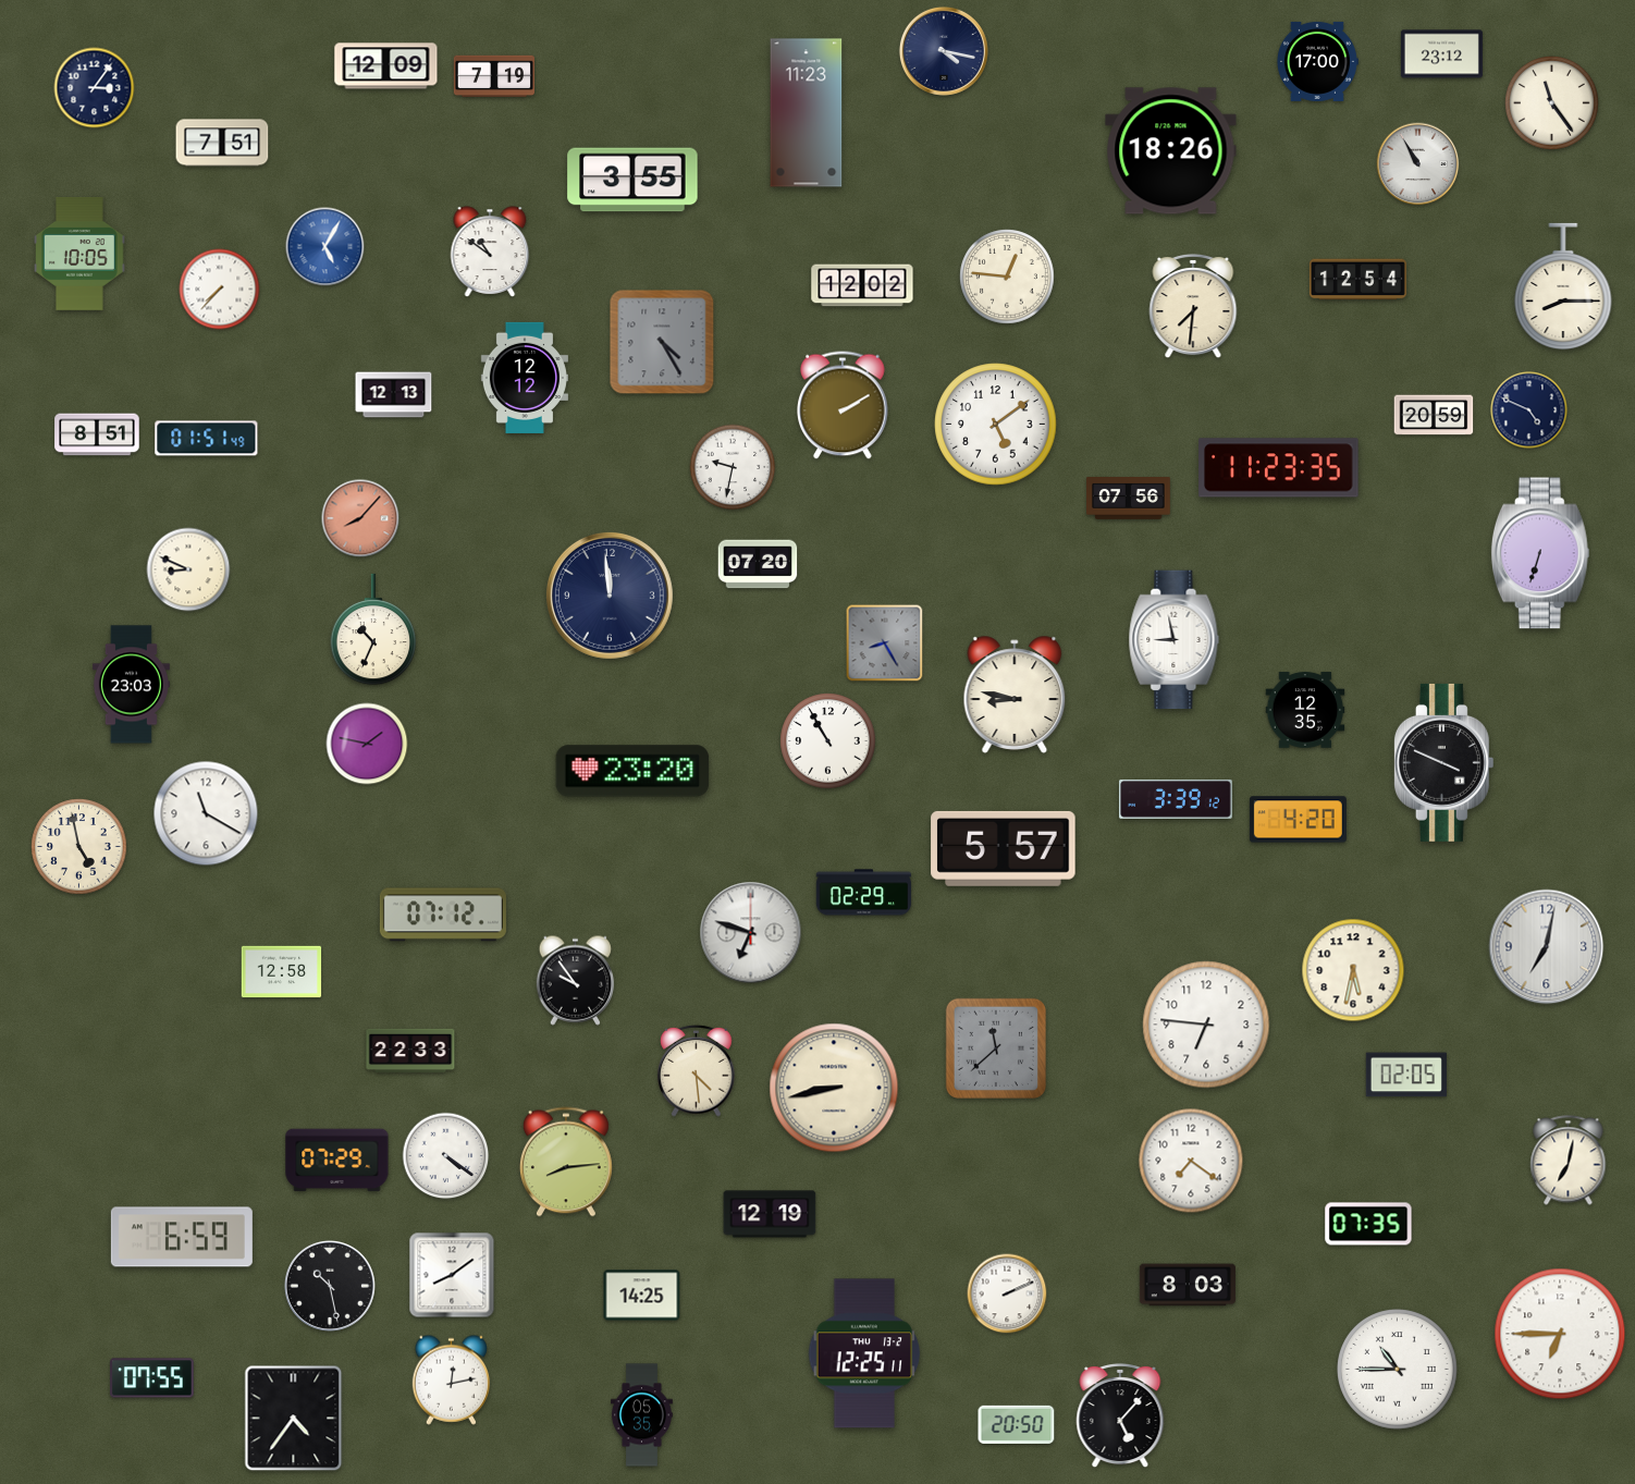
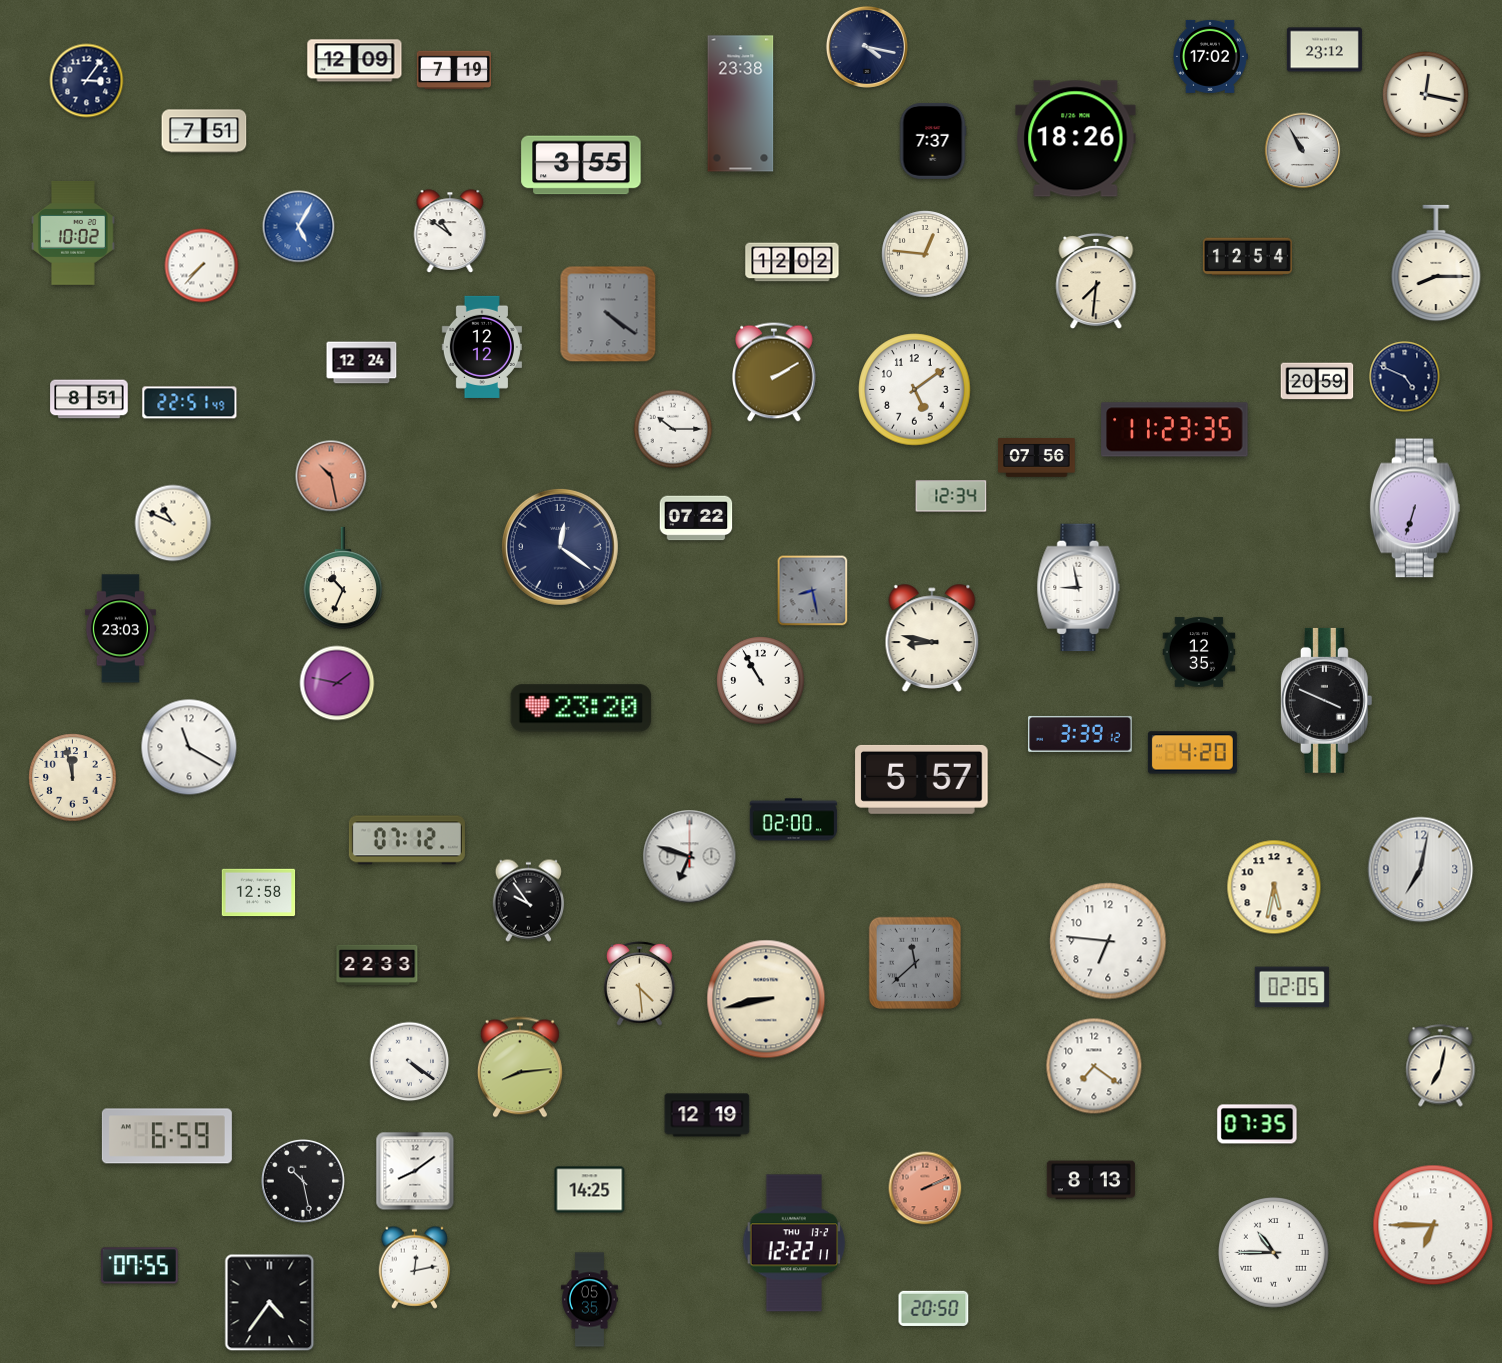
clock at (1317, 61): 17:00 -> 17:02
clock at (1552, 103): 11:24 -> 12:17
clock at (807, 113): 11:23 -> 23:38
clock at (933, 141): none -> 7:37
clock at (79, 255): 10:05 -> 10:02
clock at (662, 342): 4:25 -> 4:21
clock at (394, 395): 12:13 -> 12:24
clock at (207, 439): 01:51 -> 22:51
clock at (733, 467): 9:32 -> 10:15
clock at (360, 518): 8:07 -> 10:28
clock at (951, 496): none -> 12:34
clock at (758, 564): 07:20 -> 07:22
clock at (188, 569): 8:49 -> 10:49
clock at (610, 596): 11:59 -> 12:21
clock at (885, 643): 8:25 -> 8:28
clock at (79, 847): 4:58 -> 11:58
clock at (864, 893): 02:29 -> 02:00
clock at (1353, 970) position: (1353, 970) -> (1274, 887)
clock at (337, 1161): 07:29 -> none
clock at (1188, 1285): 8:03 -> 8:13
clock at (1007, 1293) dial: white -> salmon
clock at (864, 1353): 12:25 -> 12:22
clock at (1398, 1370) position: (1398, 1370) -> (1274, 1253)
clock at (1120, 1415): 5:07 -> none
